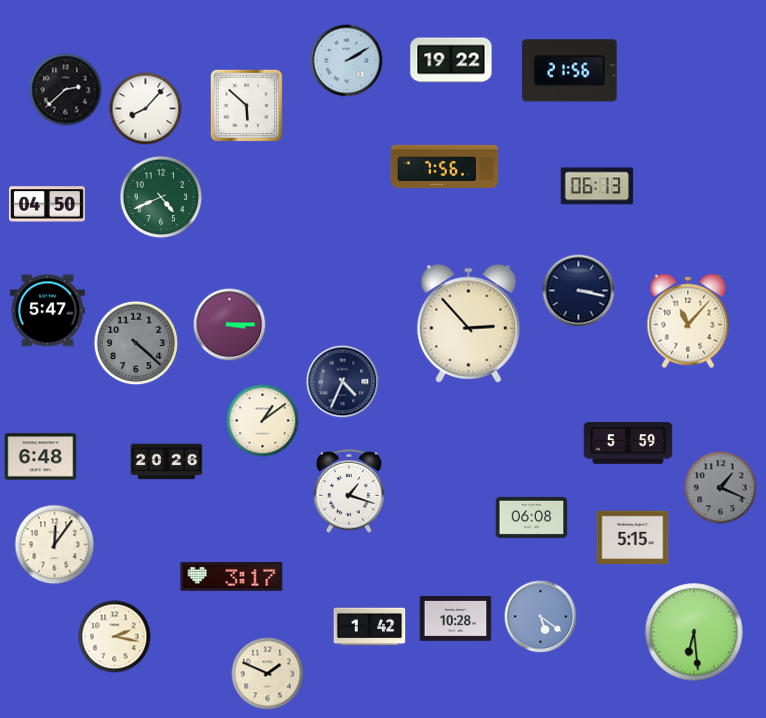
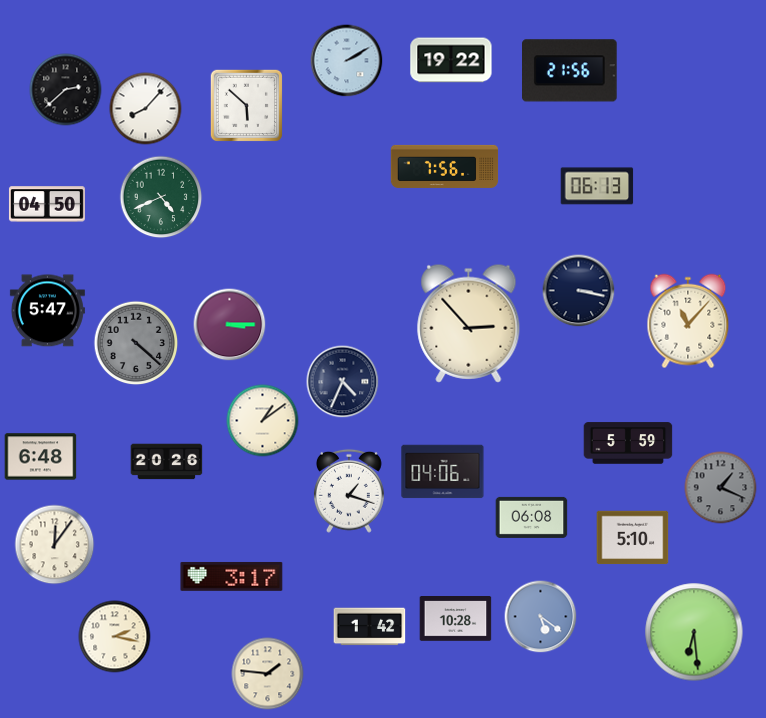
clock at (443, 472): none -> 04:06
clock at (633, 538): 5:15 -> 5:10
clock at (268, 674): 1:49 -> 1:46
